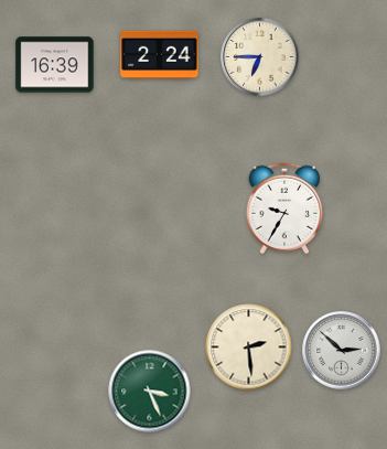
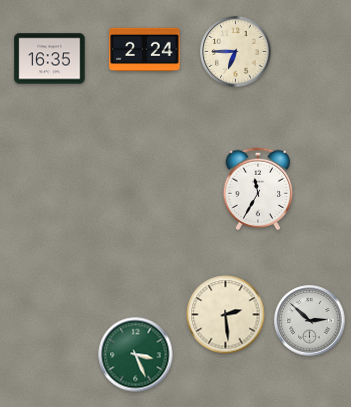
clock at (55, 65): 16:39 -> 16:35
clock at (284, 209): 9:35 -> 11:35
clock at (342, 351) position: (342, 351) -> (310, 321)
